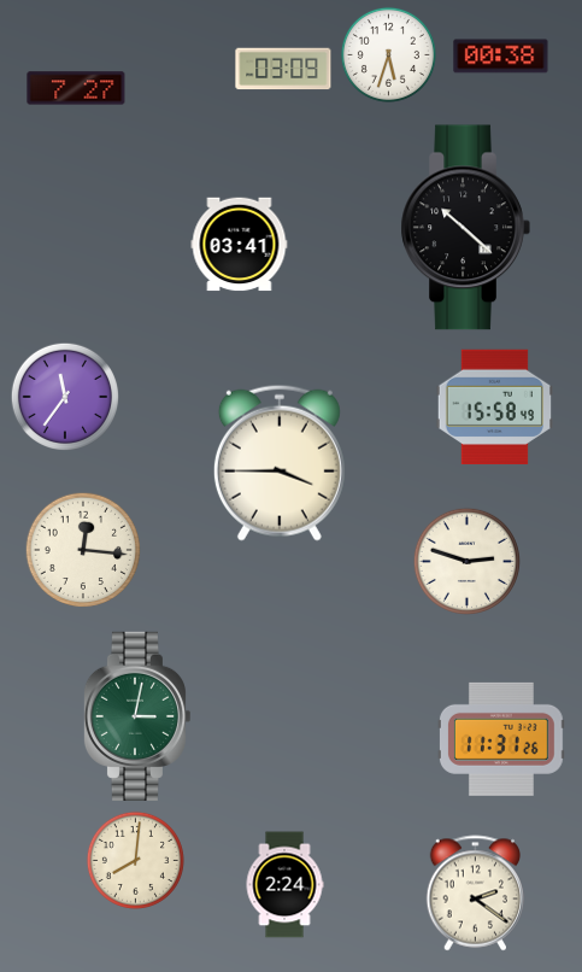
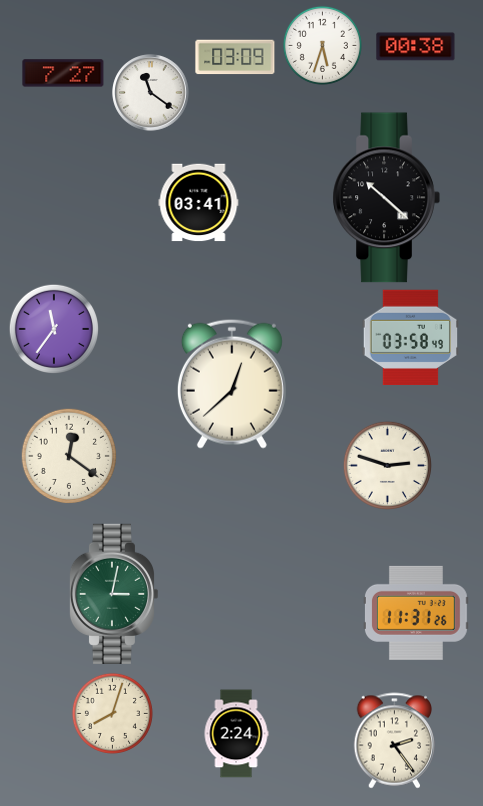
clock at (151, 93): none -> 11:21
clock at (465, 228) position: (465, 228) -> (386, 198)
clock at (494, 406): 15:58 -> 03:58
clock at (280, 463): 3:45 -> 12:38
clock at (83, 550): 12:16 -> 12:21
clock at (135, 860): 8:01 -> 8:03
clock at (476, 894): 2:21 -> 2:24
